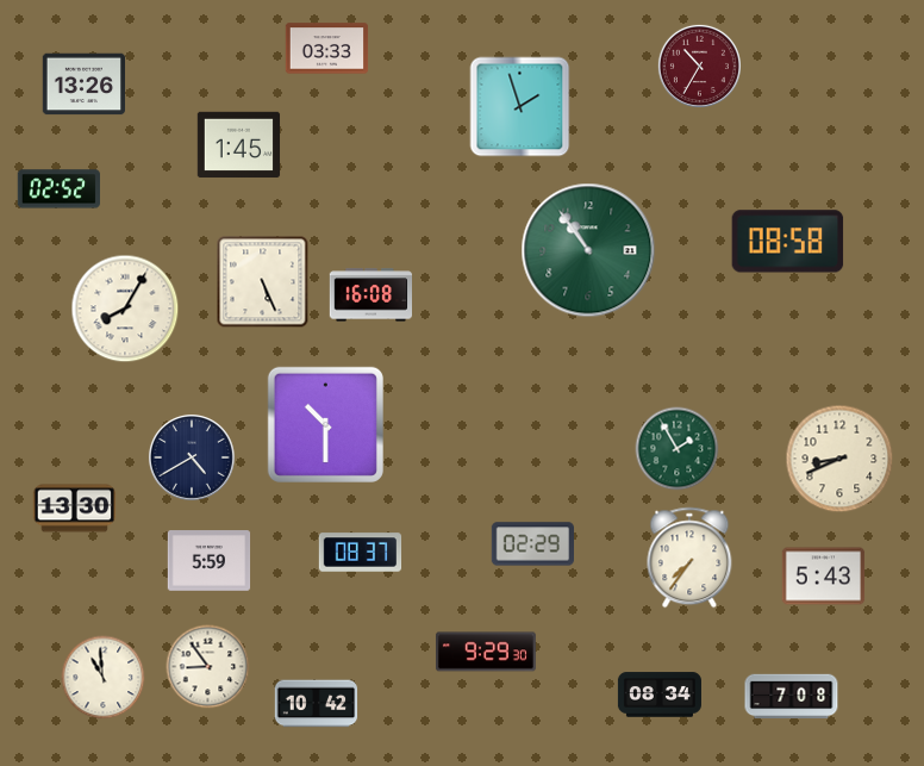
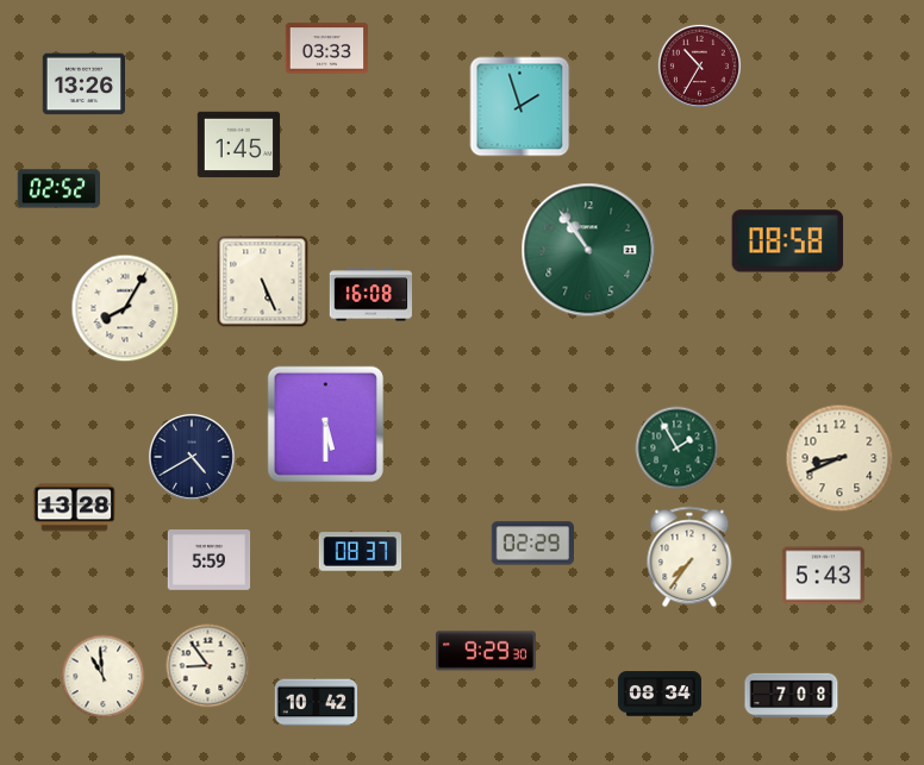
clock at (325, 424): 10:30 -> 5:30
clock at (75, 509): 13:30 -> 13:28
